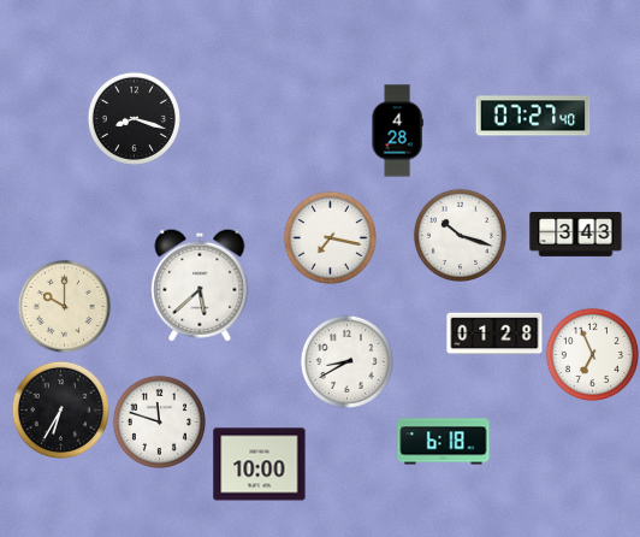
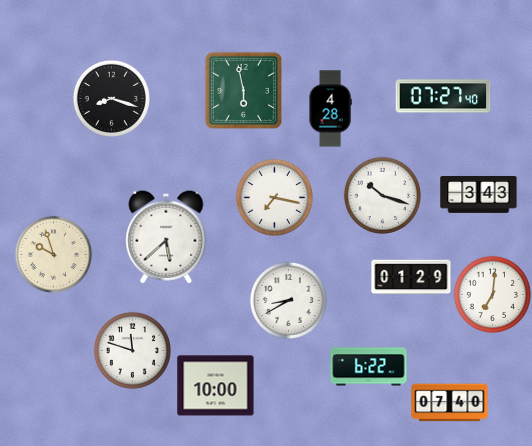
clock at (243, 90): none -> 5:58
clock at (64, 306): 10:00 -> 9:57
clock at (494, 334): 01:28 -> 01:29
clock at (592, 354): 6:56 -> 7:01
clock at (60, 409): 6:35 -> none
clock at (444, 442): 6:18 -> 6:22
clock at (450, 403): none -> 07:40
